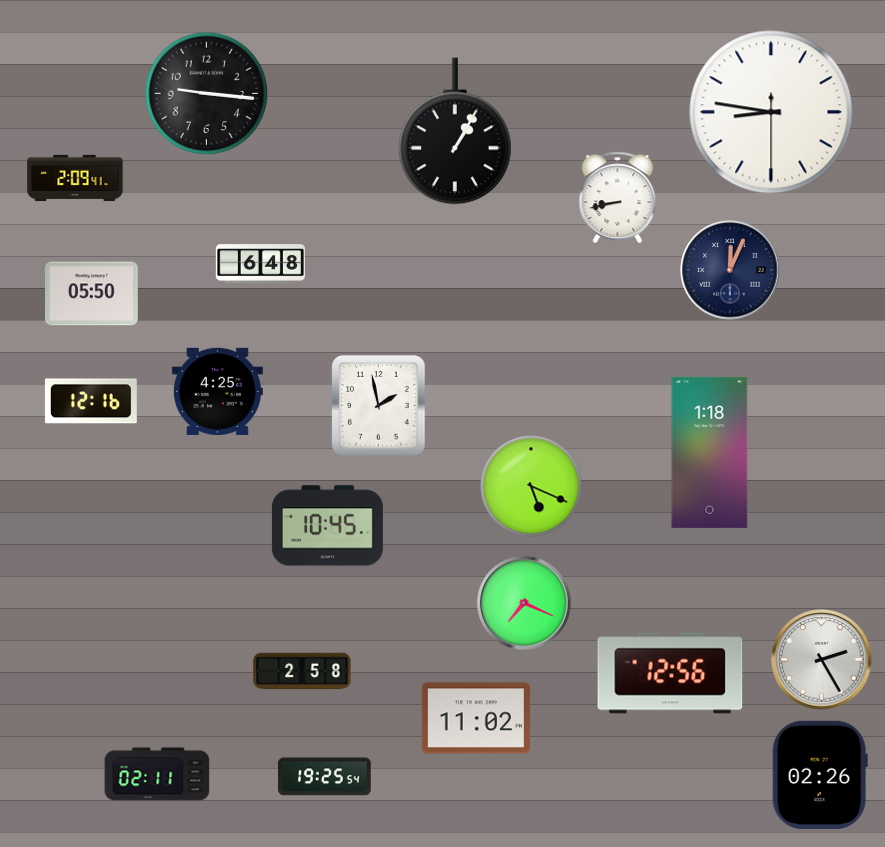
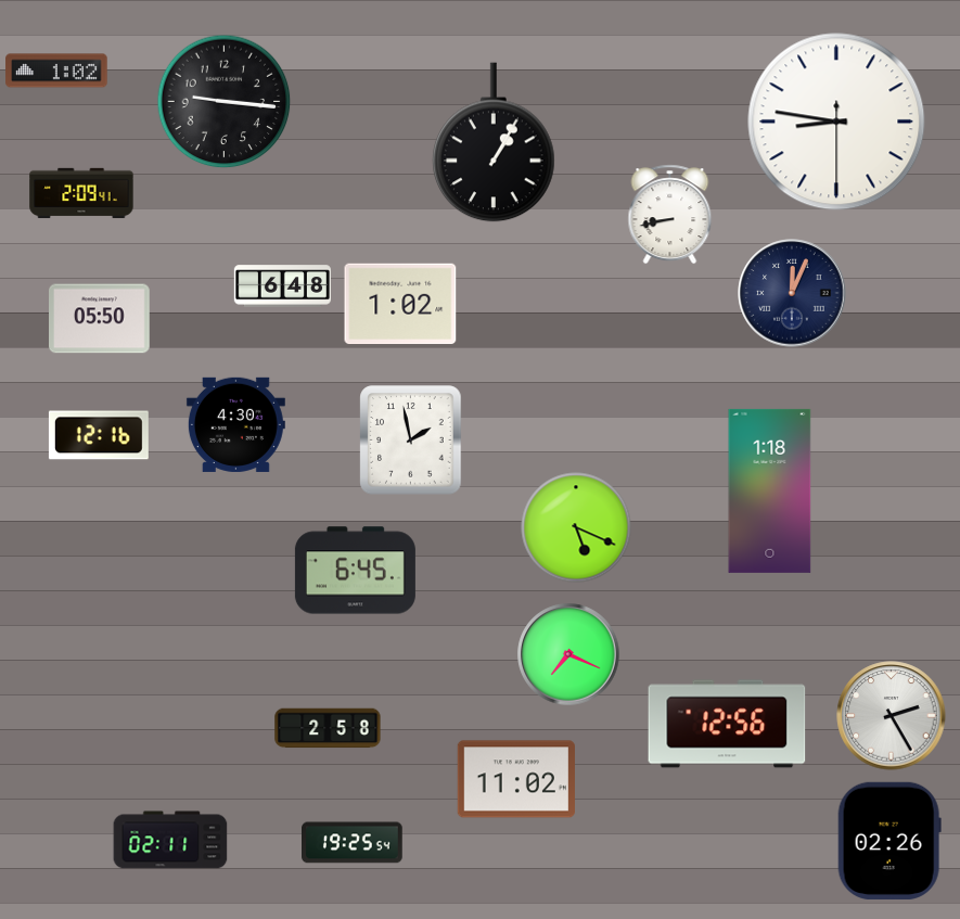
clock at (56, 71): none -> 1:02
clock at (400, 304): none -> 1:02
clock at (217, 391): 4:25 -> 4:30
clock at (327, 526): 10:45 -> 6:45
clock at (670, 673) position: (670, 673) -> (727, 724)
